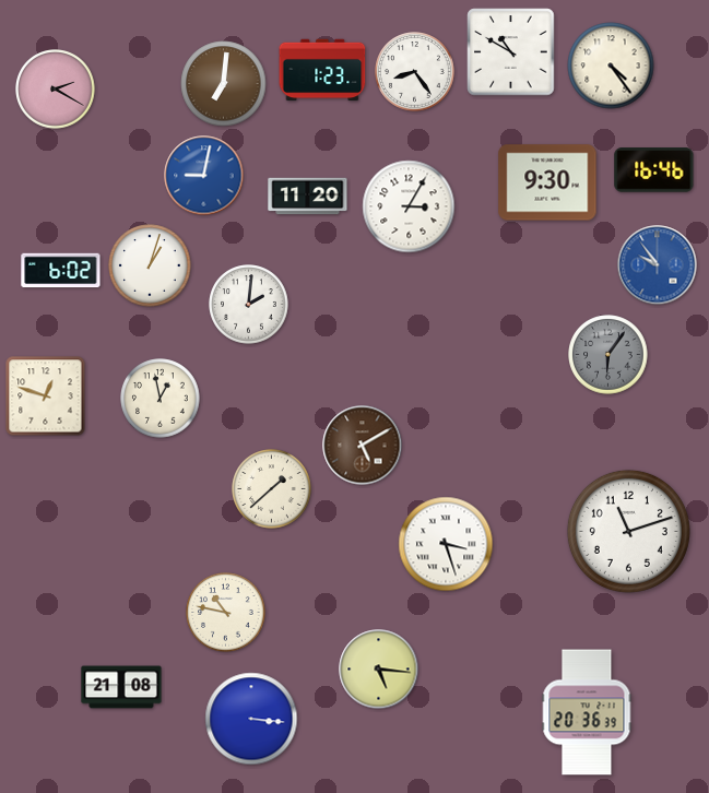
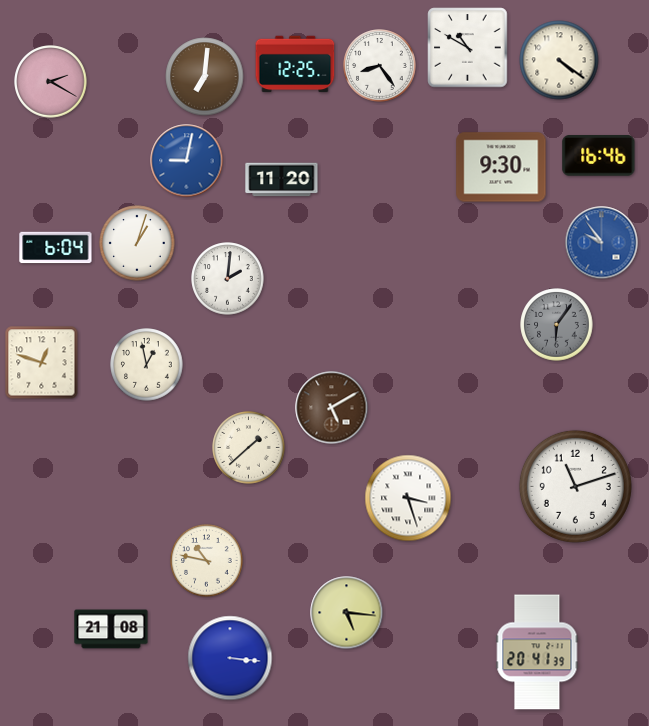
clock at (611, 66): 4:24 -> 4:21
clock at (322, 70): 1:23 -> 12:25
clock at (409, 206): 3:05 -> none
clock at (61, 271): 6:02 -> 6:04
clock at (587, 712): 20:36 -> 20:41
